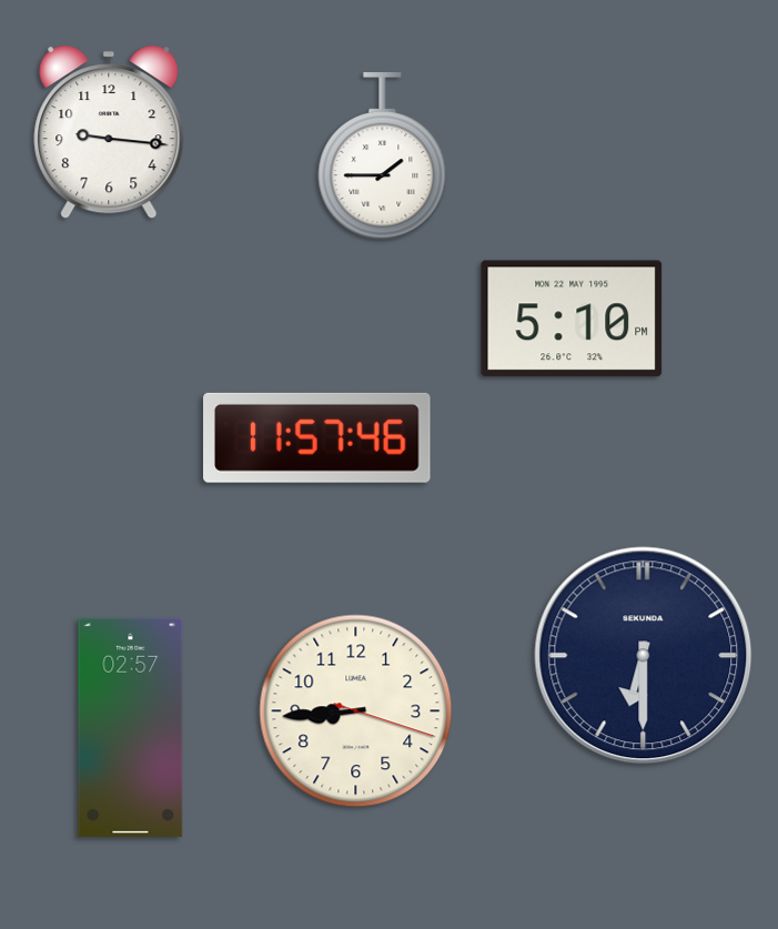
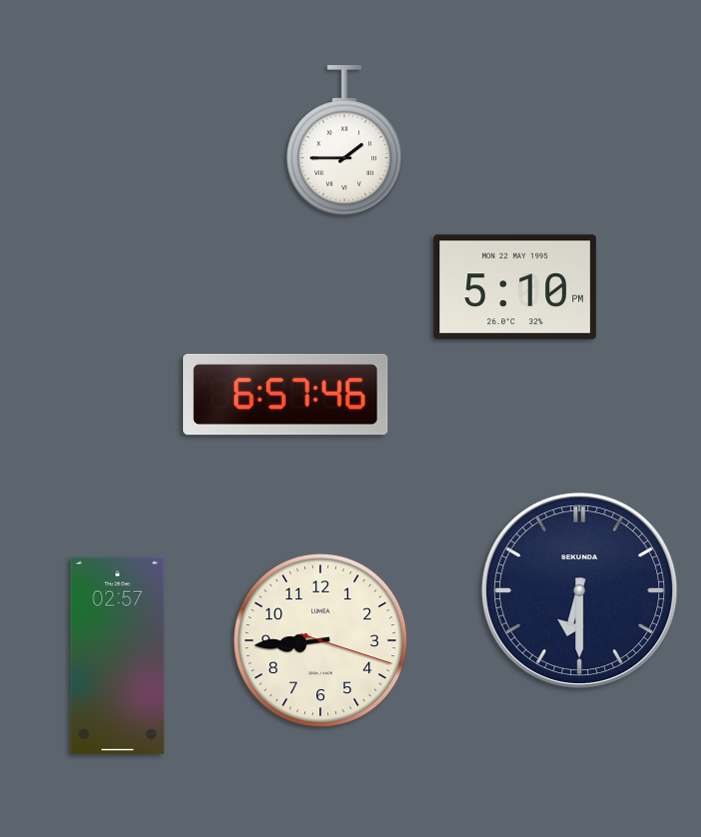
clock at (109, 133): 9:16 -> none
clock at (317, 437): 11:57 -> 6:57
